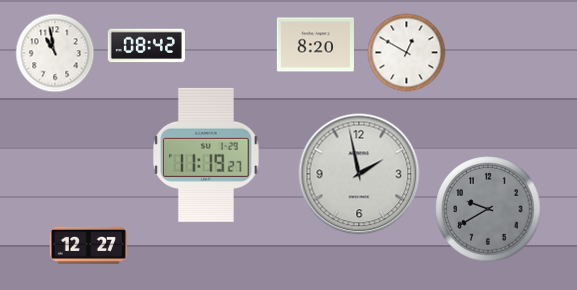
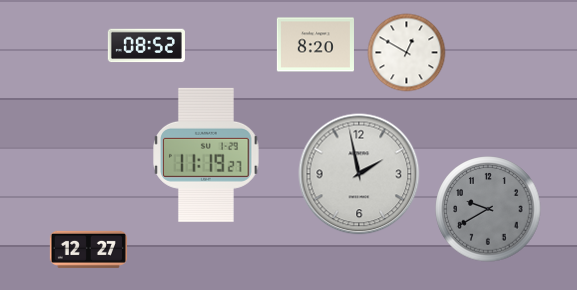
clock at (146, 46): 08:42 -> 08:52
clock at (55, 53): 10:58 -> none
clock at (88, 245) position: (88, 245) -> (88, 249)
